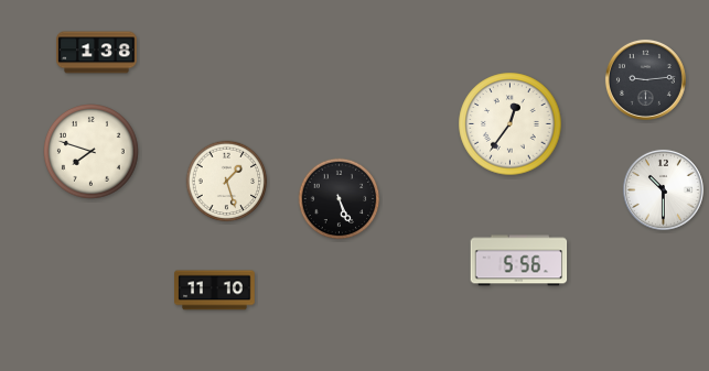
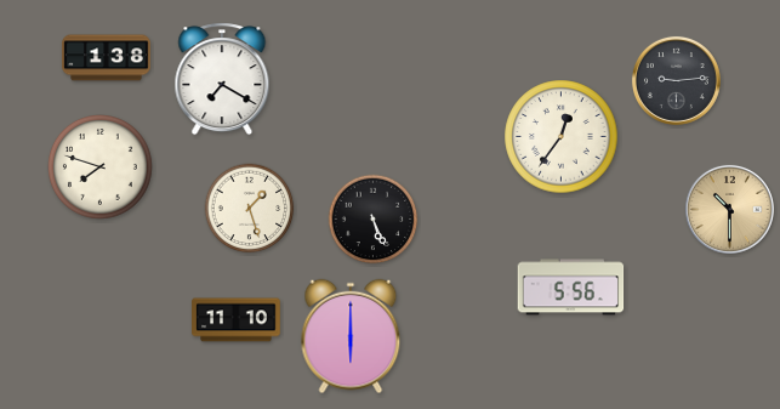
clock at (222, 79): none -> 7:20
clock at (645, 79) position: (645, 79) -> (676, 80)
clock at (227, 182) position: (227, 182) -> (250, 209)
clock at (663, 189) dial: white -> champagne
clock at (351, 336): none -> 6:00
